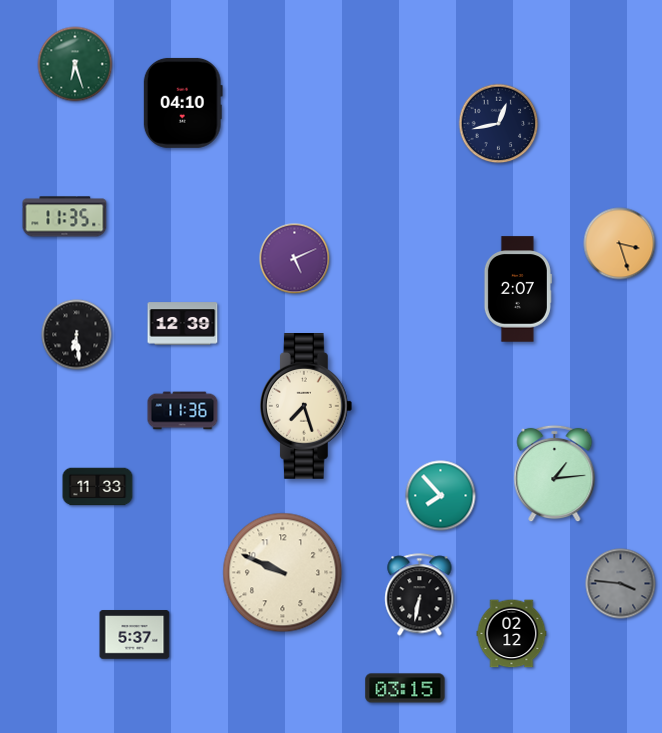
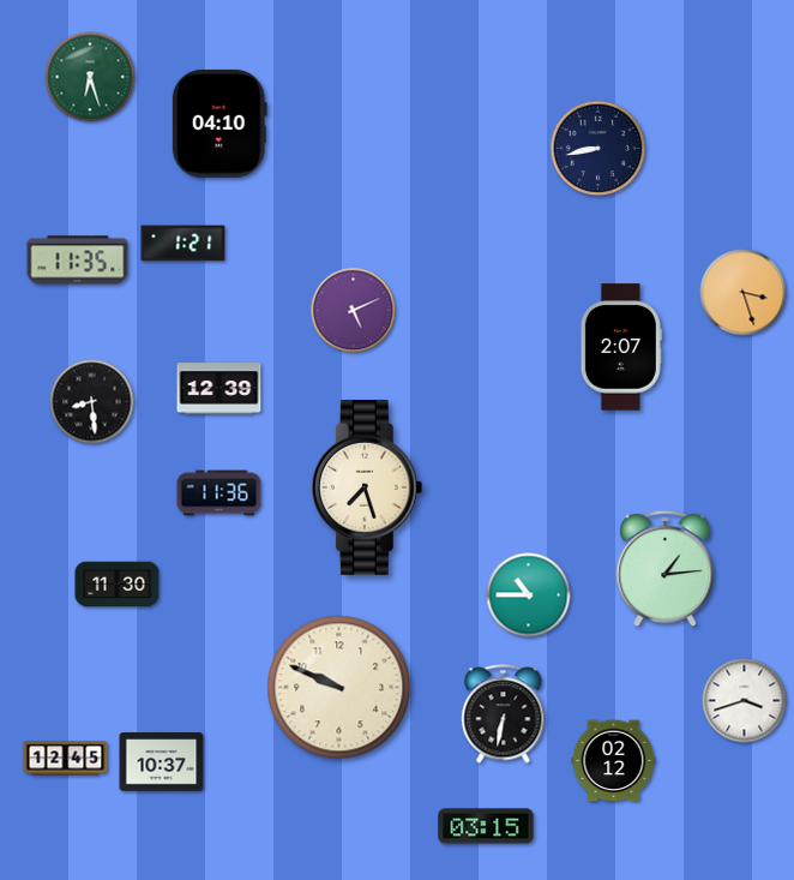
clock at (499, 124): 12:43 -> 8:43
clock at (184, 244): none -> 1:21
clock at (77, 335): 6:29 -> 8:29
clock at (98, 487): 11:33 -> 11:30
clock at (441, 496): 7:53 -> 10:45
clock at (621, 584): 3:46 -> 3:42
clock at (621, 584) dial: grey -> white
clock at (66, 759): none -> 12:45
clock at (135, 635): 5:37 -> 10:37
